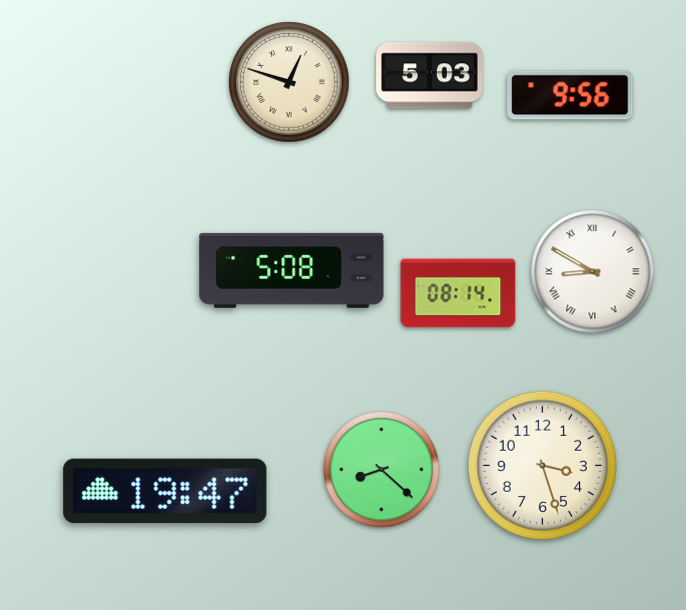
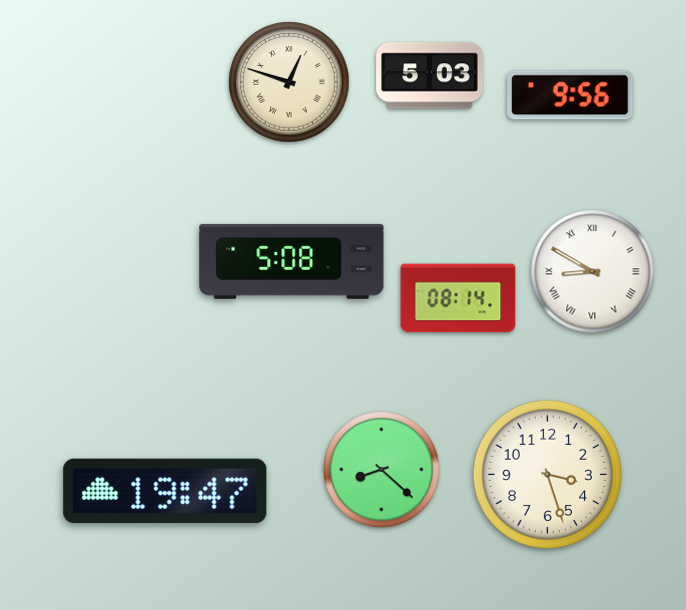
clock at (292, 270) position: (292, 270) -> (292, 261)
clock at (458, 293) position: (458, 293) -> (458, 298)
clock at (542, 465) position: (542, 465) -> (547, 474)
